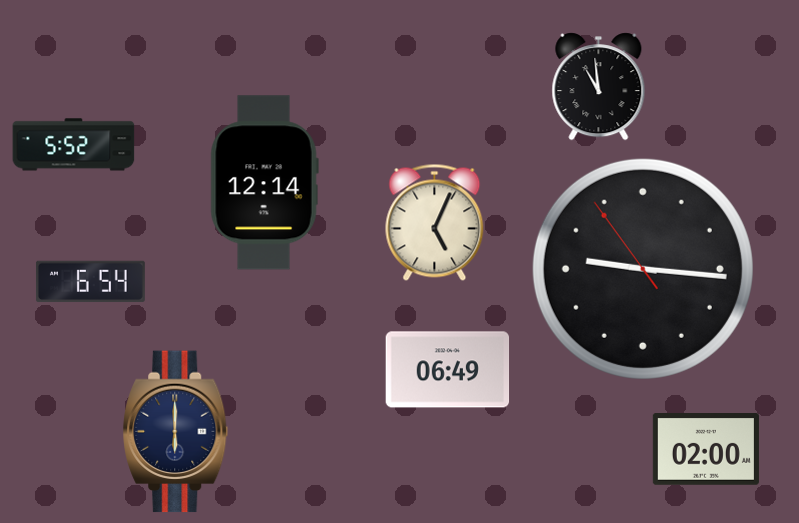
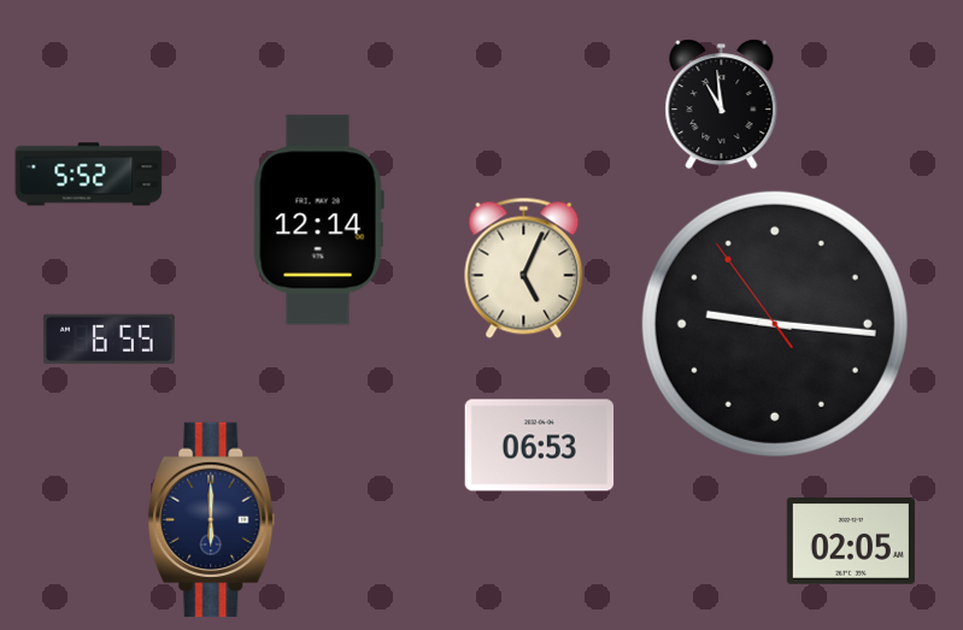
clock at (90, 282): 6:54 -> 6:55
clock at (448, 370): 06:49 -> 06:53
clock at (706, 450): 02:00 -> 02:05
